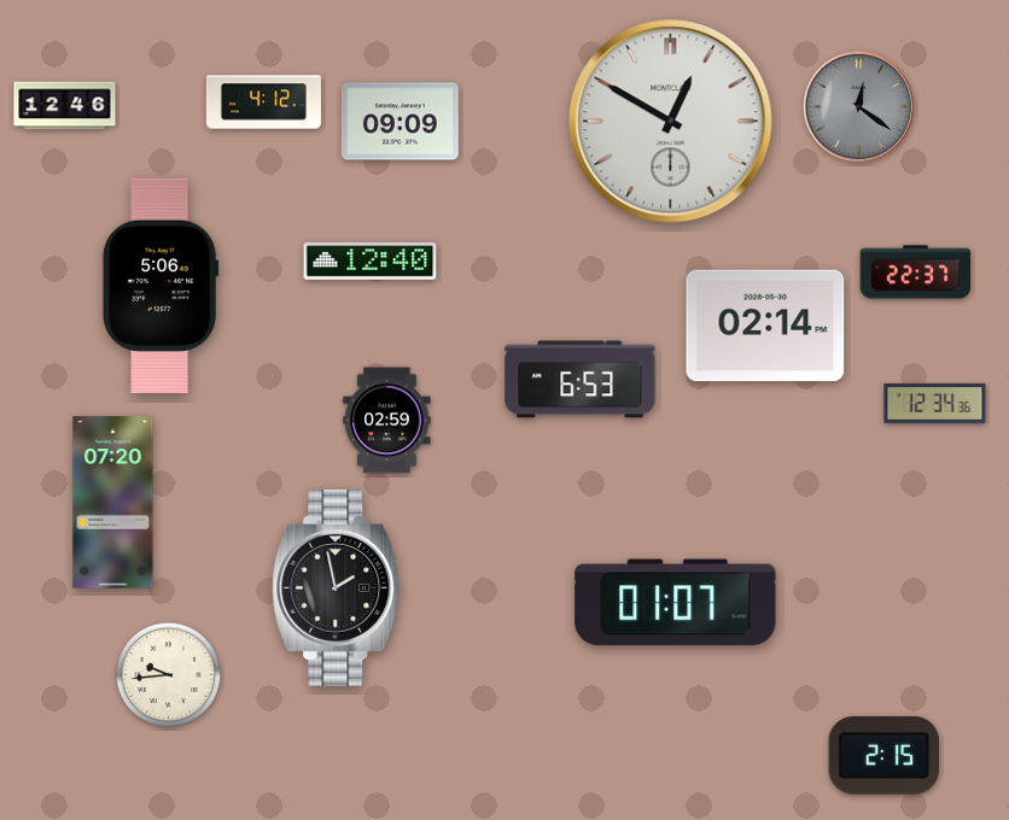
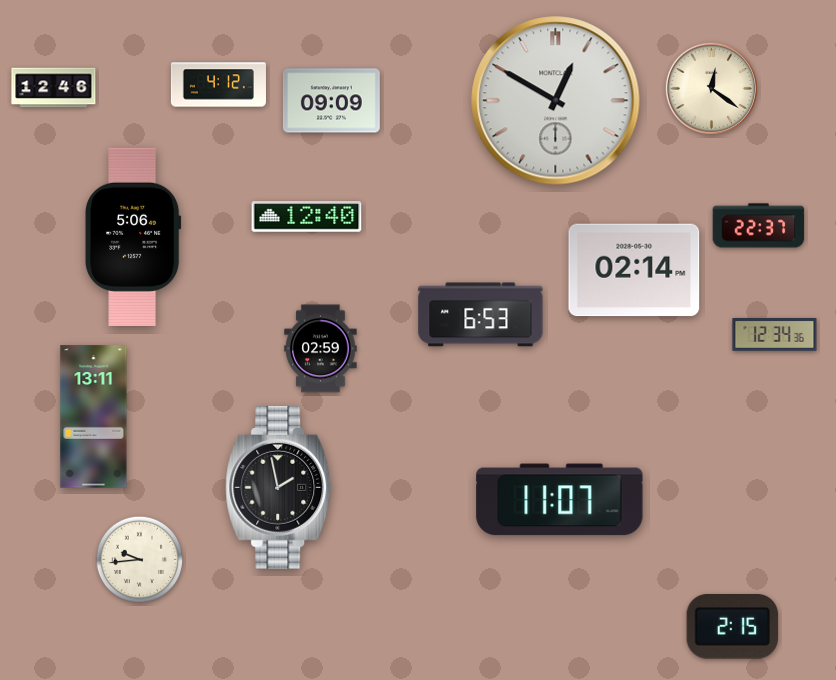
clock at (858, 106) dial: grey -> cream
clock at (113, 503): 07:20 -> 13:11
clock at (676, 603): 01:07 -> 11:07
